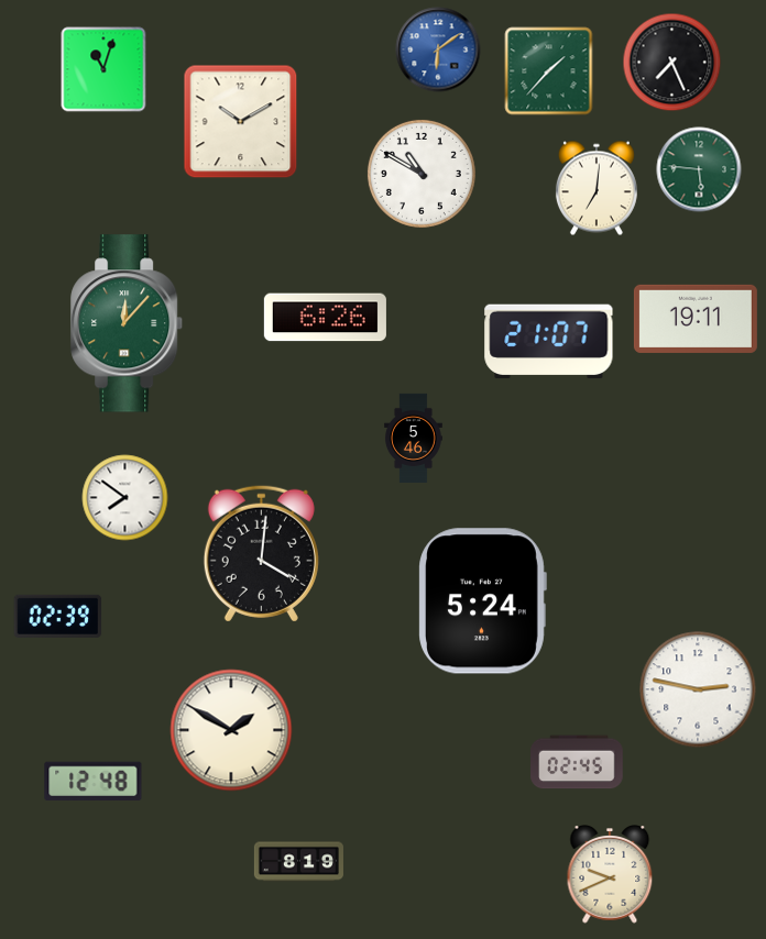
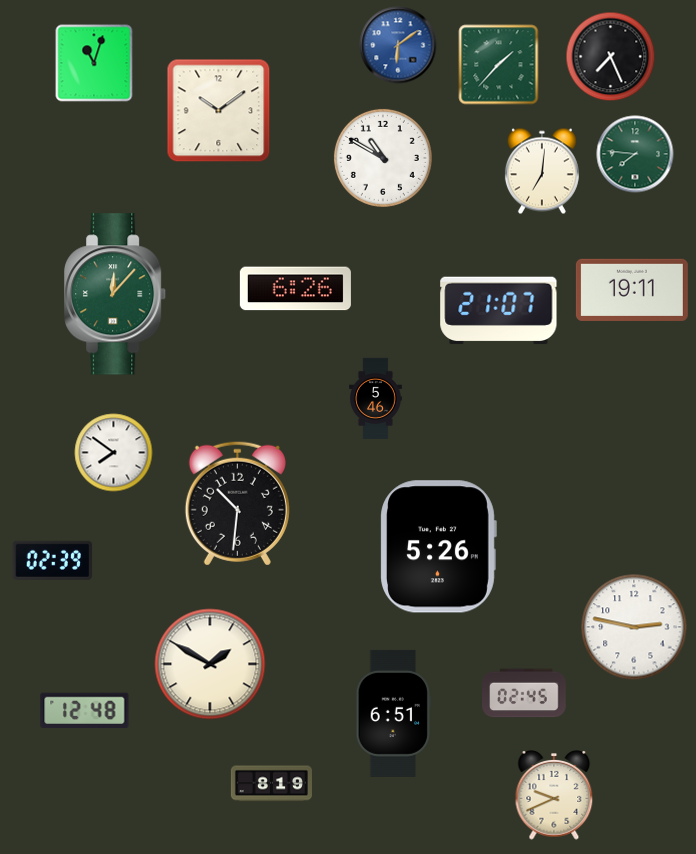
clock at (241, 122): 10:10 -> 10:09
clock at (699, 169): 5:46 -> 7:46
clock at (261, 553): 4:01 -> 10:31
clock at (482, 601): 5:24 -> 5:26
clock at (393, 713): none -> 6:51
